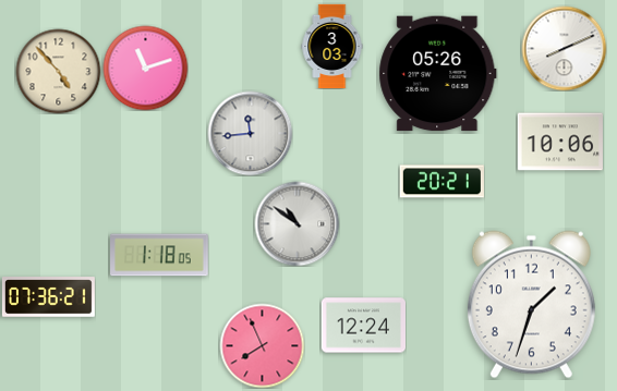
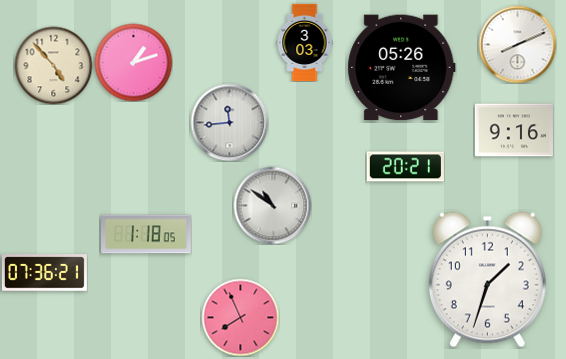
clock at (145, 68): 11:12 -> 1:12
clock at (560, 142): 10:06 -> 9:16
clock at (363, 326): 12:24 -> none
